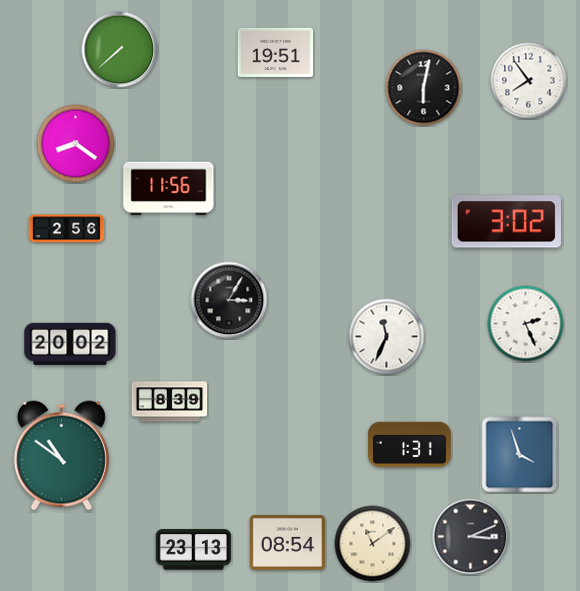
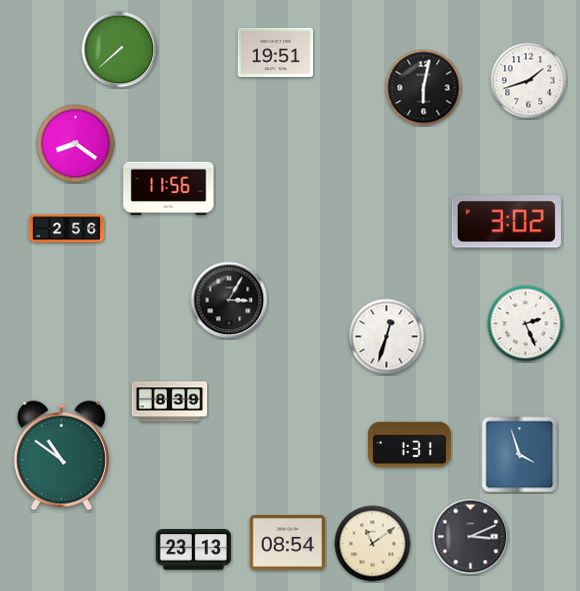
clock at (529, 81): 7:54 -> 1:42
clock at (387, 337): 11:34 -> 12:33
clock at (70, 344): 20:02 -> none
